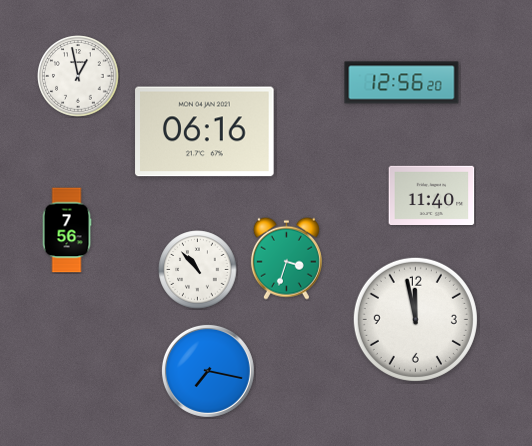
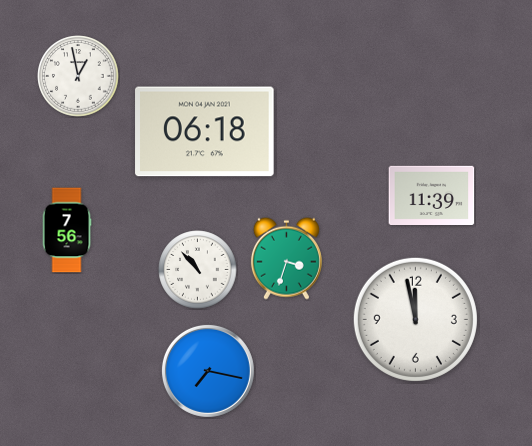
clock at (402, 83): 12:56 -> none
clock at (205, 132): 06:16 -> 06:18
clock at (432, 195): 11:40 -> 11:39
